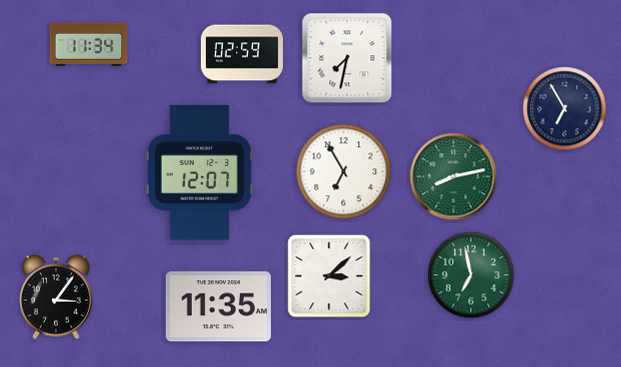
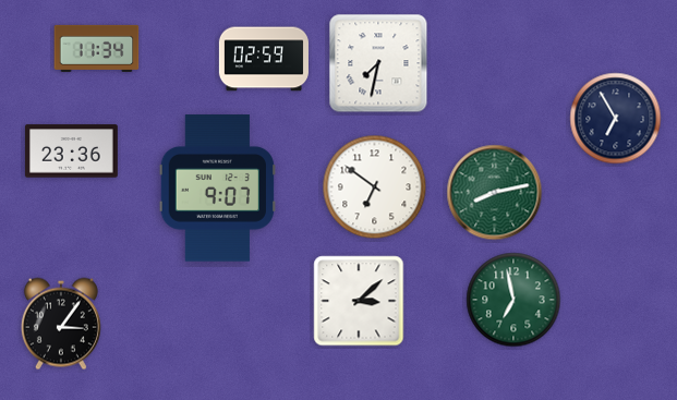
clock at (71, 151): none -> 23:36
clock at (344, 172): 6:55 -> 6:51
clock at (199, 173): 12:07 -> 9:07
clock at (218, 307): 11:35 -> none
